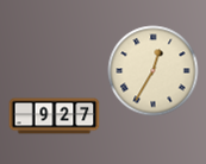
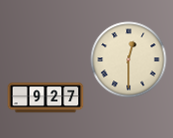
clock at (154, 71): 12:35 -> 12:30
